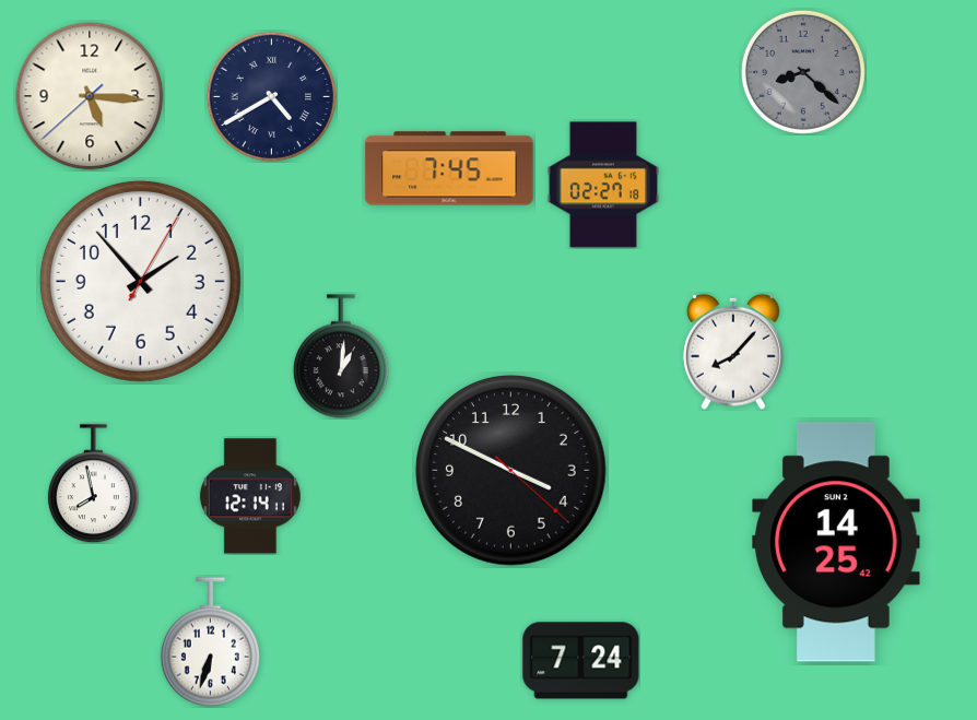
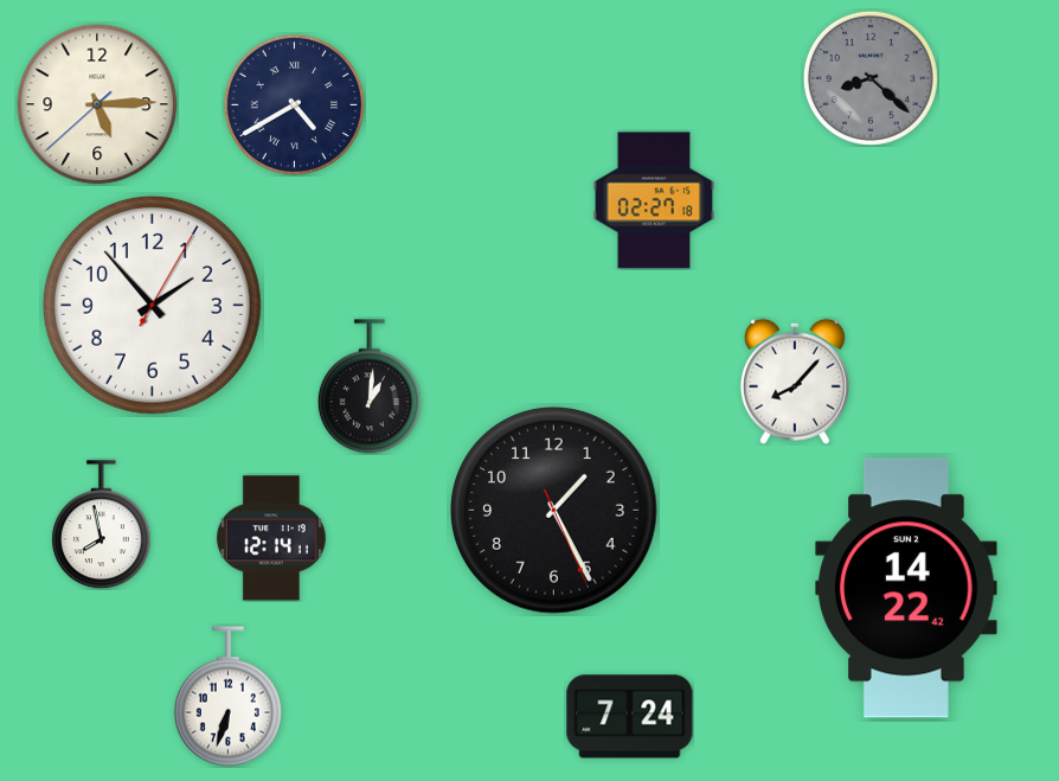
clock at (90, 96): 5:15 -> 5:14
clock at (449, 168): 7:45 -> none
clock at (511, 471): 3:49 -> 1:25
clock at (836, 542): 14:25 -> 14:22
